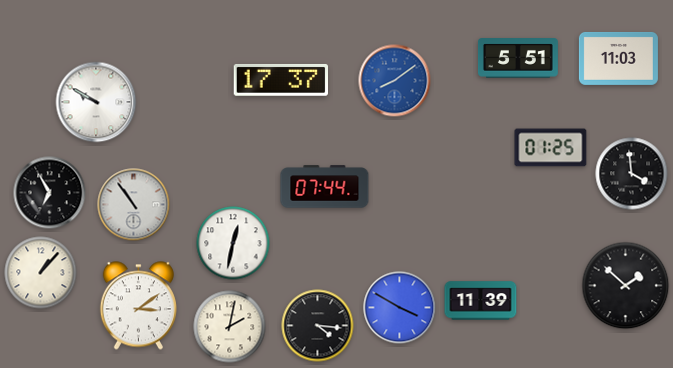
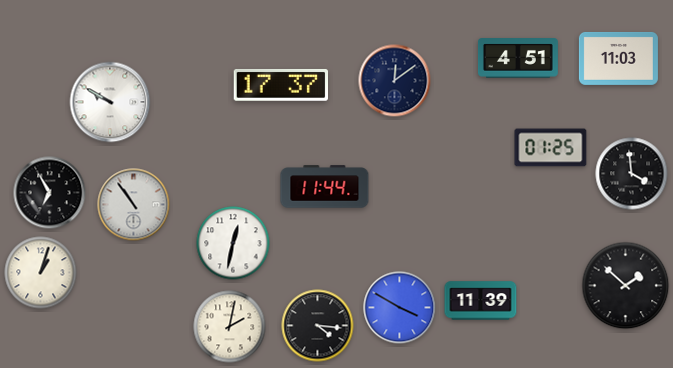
clock at (518, 58): 5:51 -> 4:51
clock at (280, 80) position: (280, 80) -> (280, 85)
clock at (395, 81): 8:09 -> 12:09
clock at (395, 81) dial: blue -> navy
clock at (96, 102) position: (96, 102) -> (110, 102)
clock at (325, 187): 07:44 -> 11:44
clock at (41, 273): 1:07 -> 1:03
clock at (138, 306): 3:09 -> none
